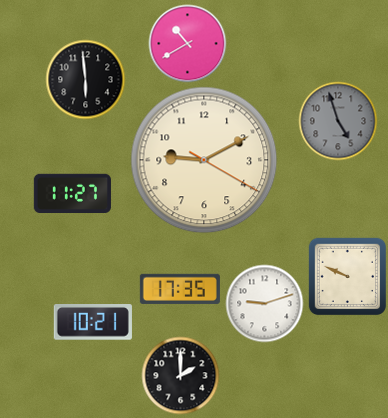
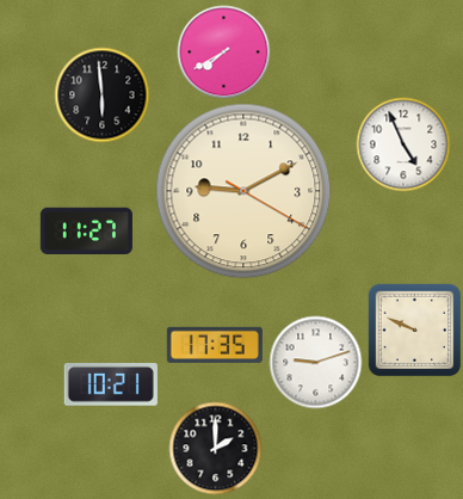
clock at (187, 43): 10:40 -> 7:40
clock at (338, 121): 4:57 -> 4:56
clock at (338, 121) dial: grey -> white
